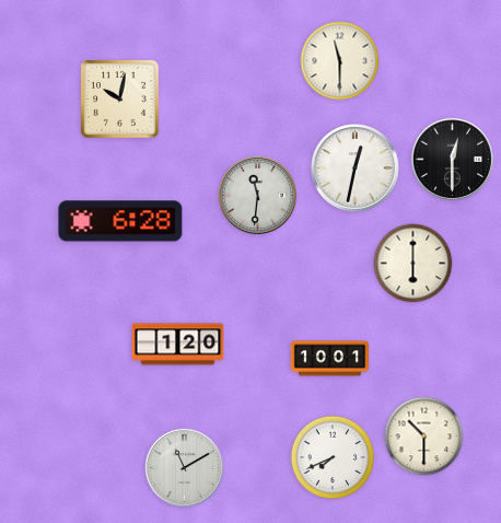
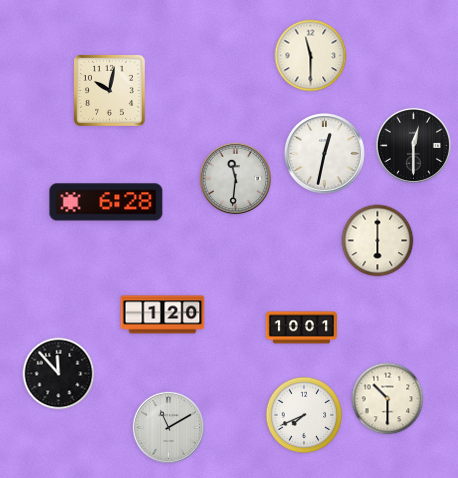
clock at (120, 221) position: (120, 221) -> (106, 202)
clock at (59, 374): none -> 11:53
clock at (333, 457) position: (333, 457) -> (304, 415)
